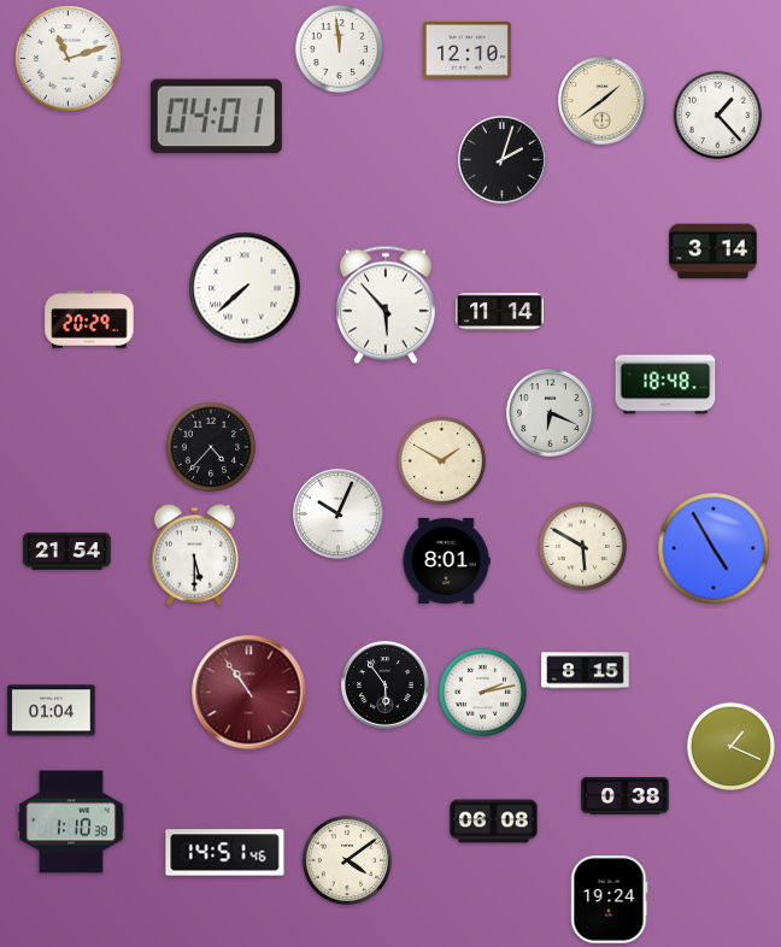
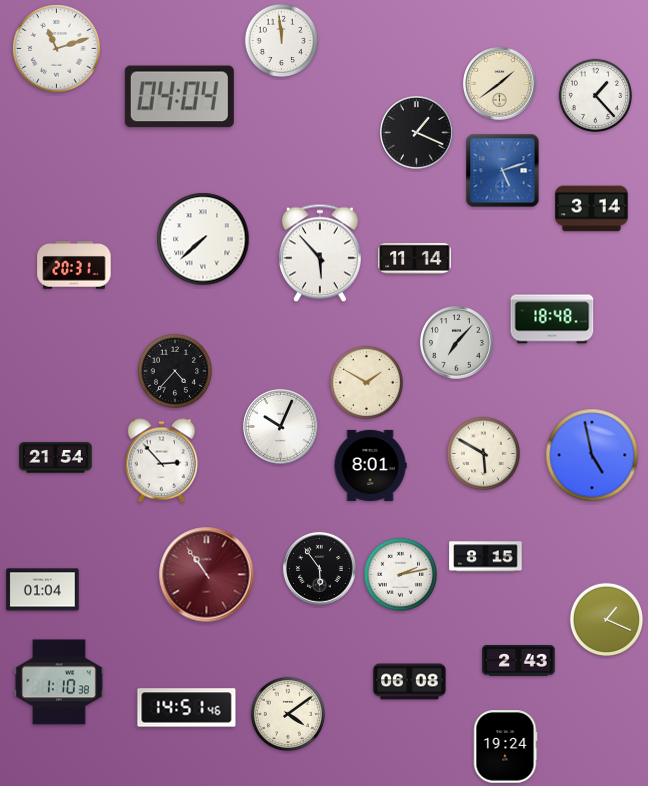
clock at (468, 49): 12:10 -> none
clock at (216, 117): 04:01 -> 04:04
clock at (503, 160): 2:03 -> 1:19
clock at (503, 171): none -> 5:12
clock at (89, 319): 20:29 -> 20:31
clock at (551, 413): 6:19 -> 7:07
clock at (714, 548): 4:55 -> 4:58
clock at (195, 555): 5:30 -> 2:53
clock at (626, 796): 0:38 -> 2:43
